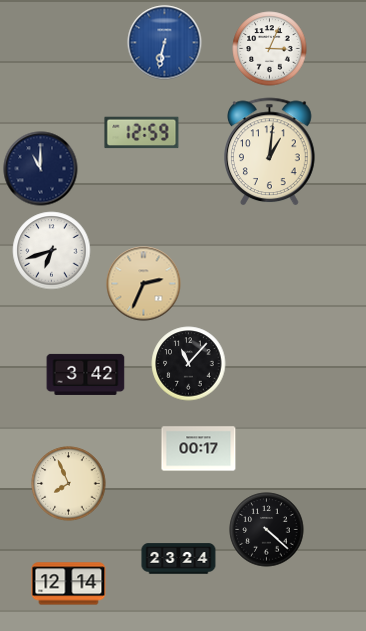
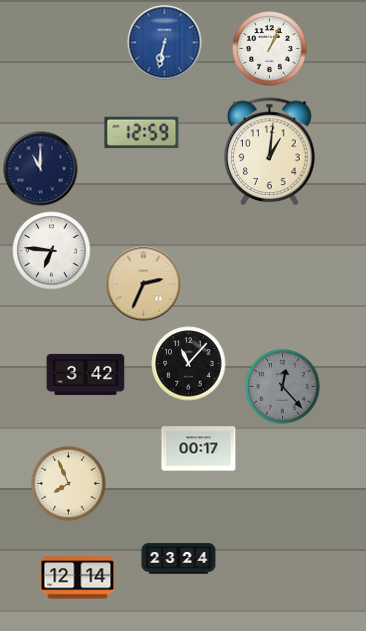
clock at (270, 49): 3:04 -> 1:04
clock at (52, 251): 6:42 -> 6:46
clock at (283, 387): none -> 12:23
clock at (267, 530): 4:22 -> none
clock at (69, 584) position: (69, 584) -> (78, 578)
